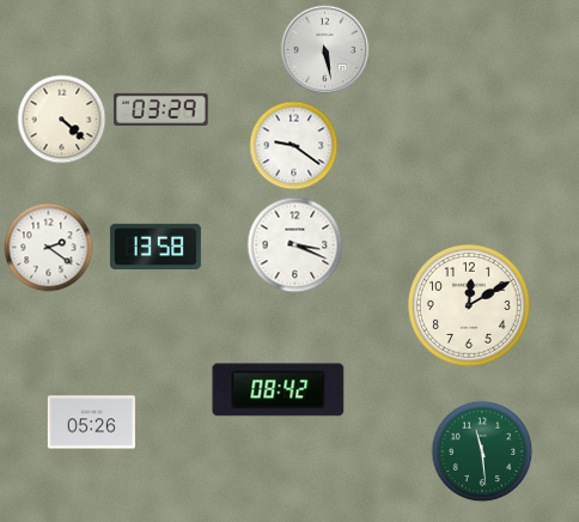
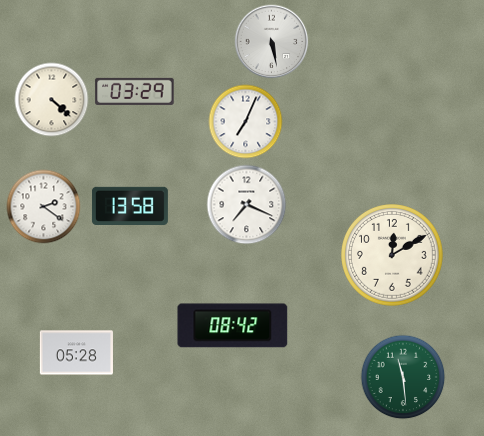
clock at (294, 146): 9:21 -> 7:04
clock at (295, 245): 3:19 -> 7:19
clock at (49, 248) position: (49, 248) -> (44, 207)
clock at (91, 423): 05:26 -> 05:28
